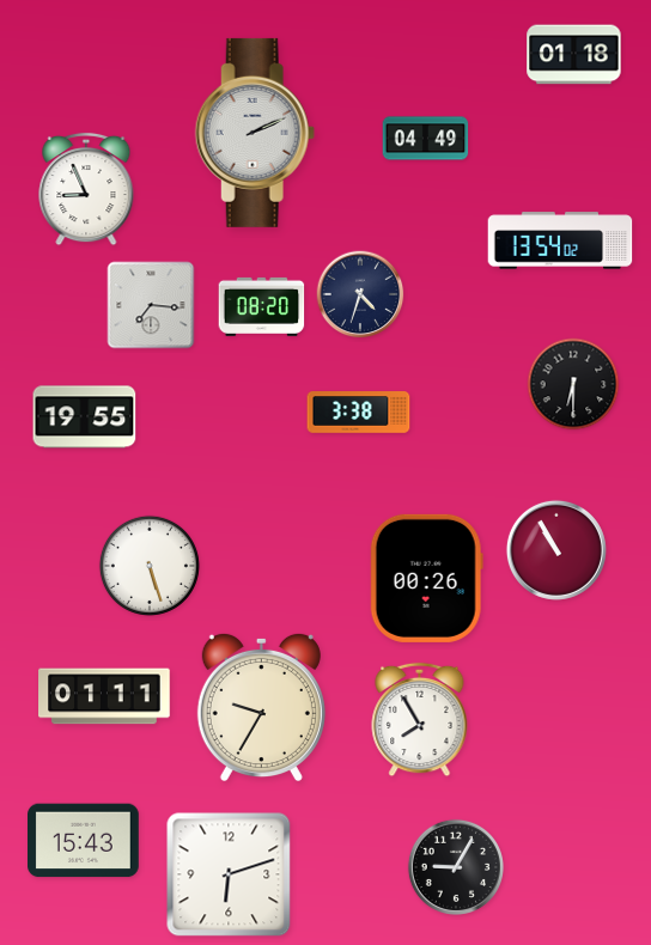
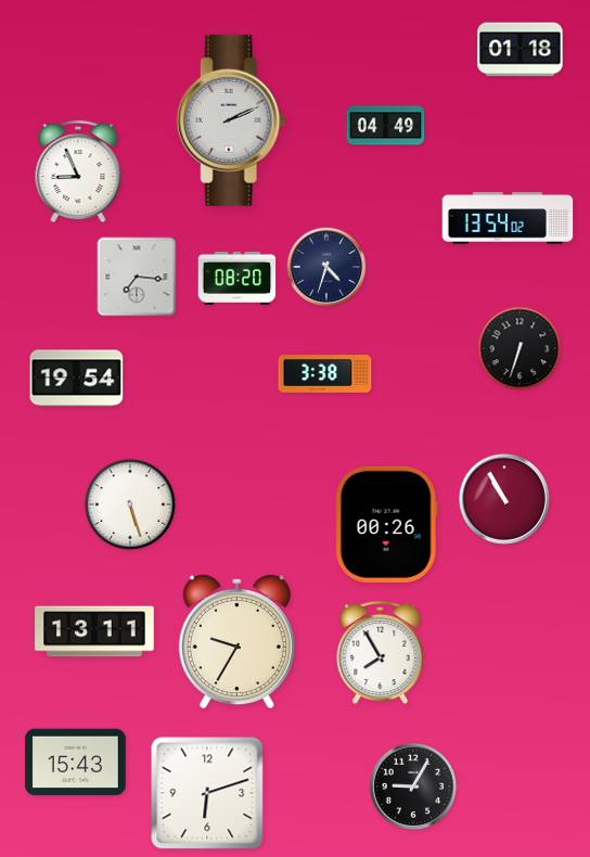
clock at (573, 384): 6:30 -> 6:33
clock at (85, 417): 19:55 -> 19:54
clock at (150, 566) position: (150, 566) -> (130, 504)
clock at (104, 696): 01:11 -> 13:11
